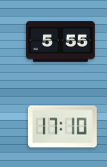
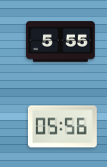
clock at (62, 127): 17:10 -> 05:56
